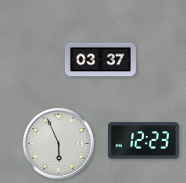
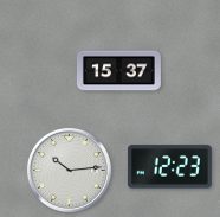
clock at (100, 60): 03:37 -> 15:37
clock at (58, 143): 5:56 -> 10:14
